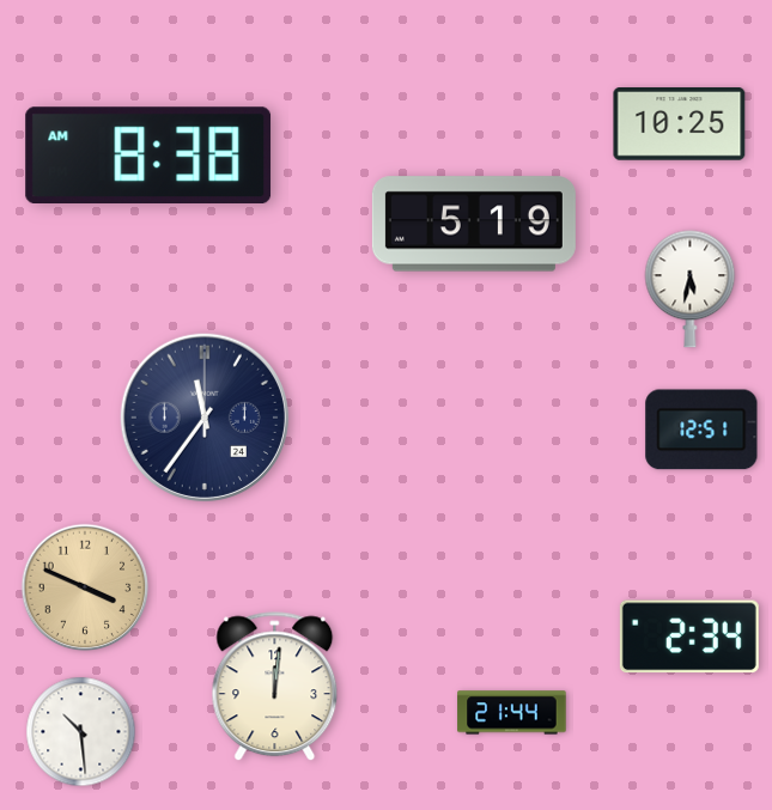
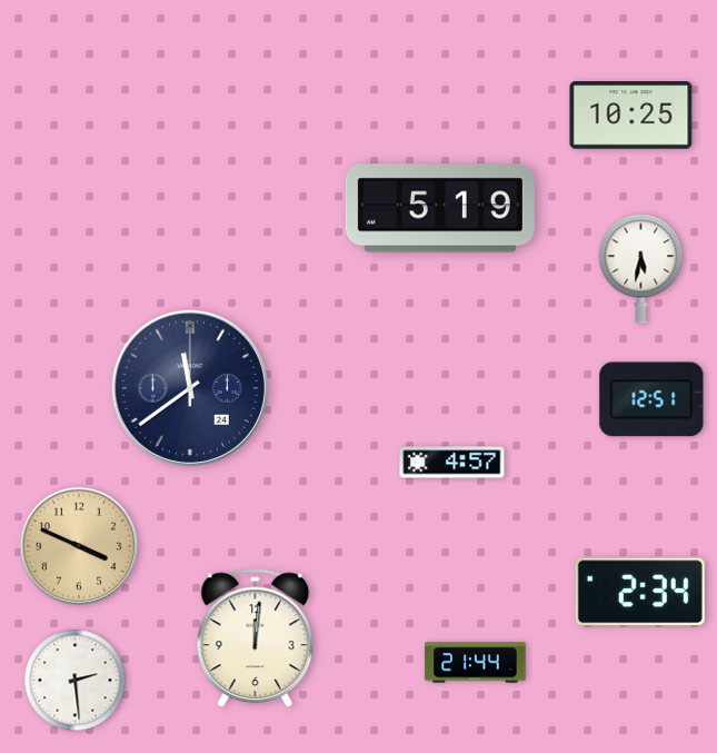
clock at (148, 154): 8:38 -> none
clock at (205, 418): 11:36 -> 11:39
clock at (452, 463): none -> 4:57
clock at (81, 732): 10:29 -> 2:29
